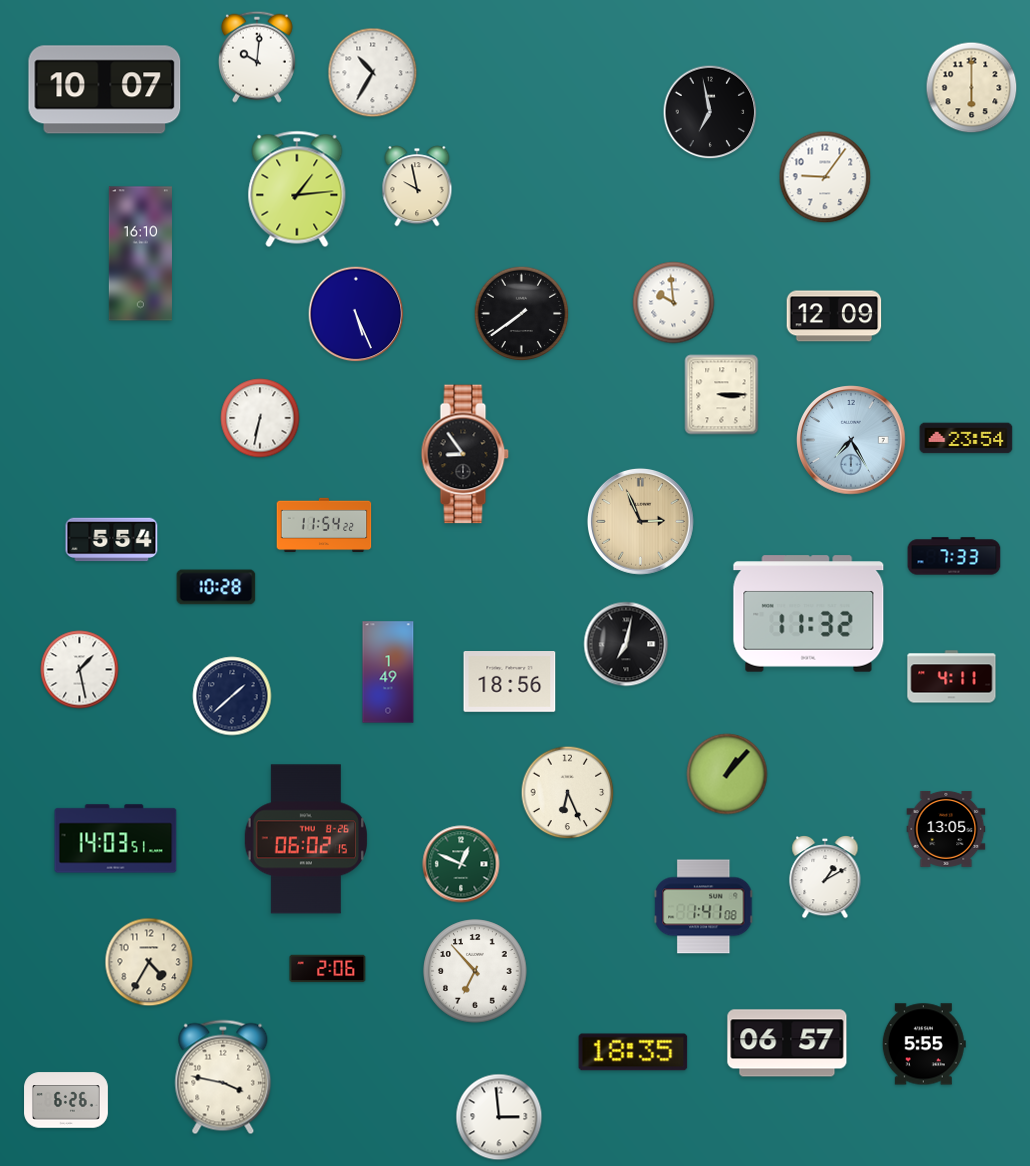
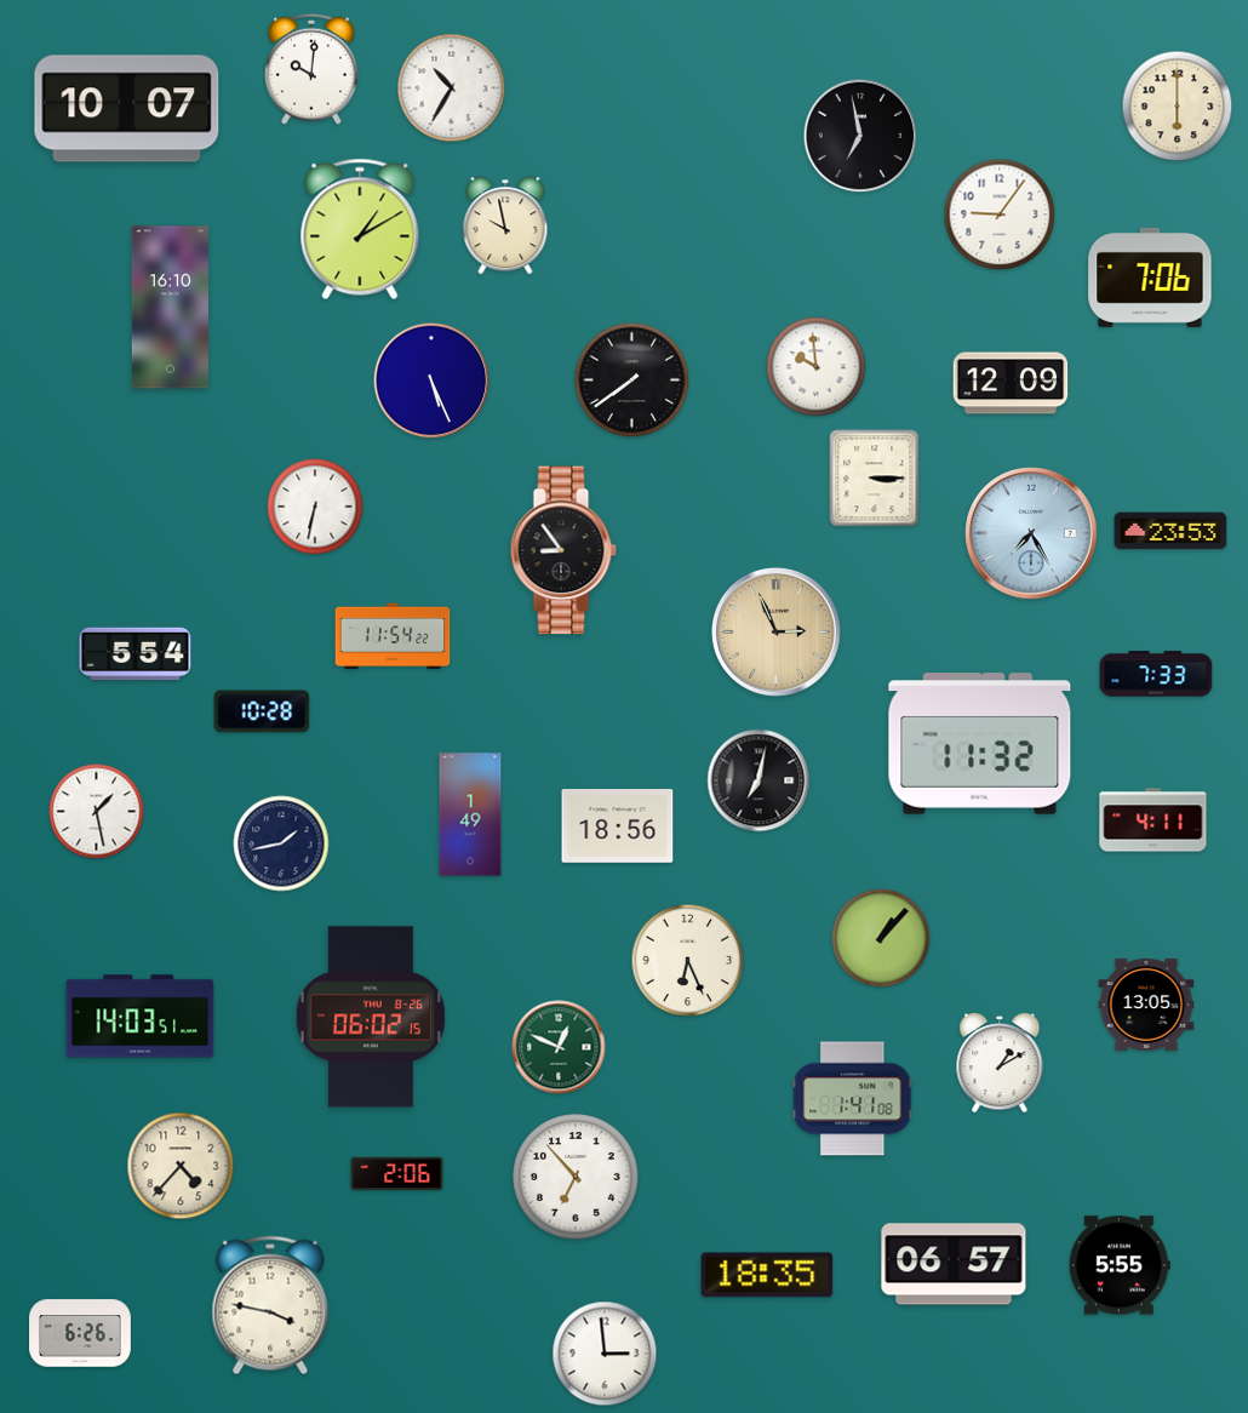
clock at (297, 189): 1:14 -> 1:10
clock at (1150, 278): none -> 7:06
clock at (966, 438): 23:54 -> 23:53
clock at (232, 696): 1:38 -> 1:43
clock at (149, 962): 4:35 -> 4:37
